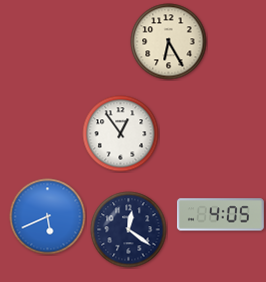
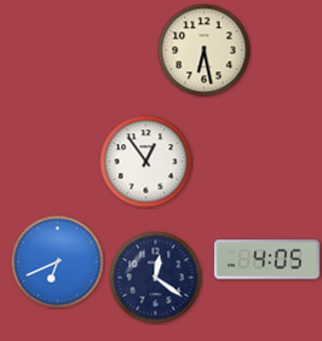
clock at (169, 42): 6:25 -> 6:28
clock at (48, 217): 5:41 -> 6:41
